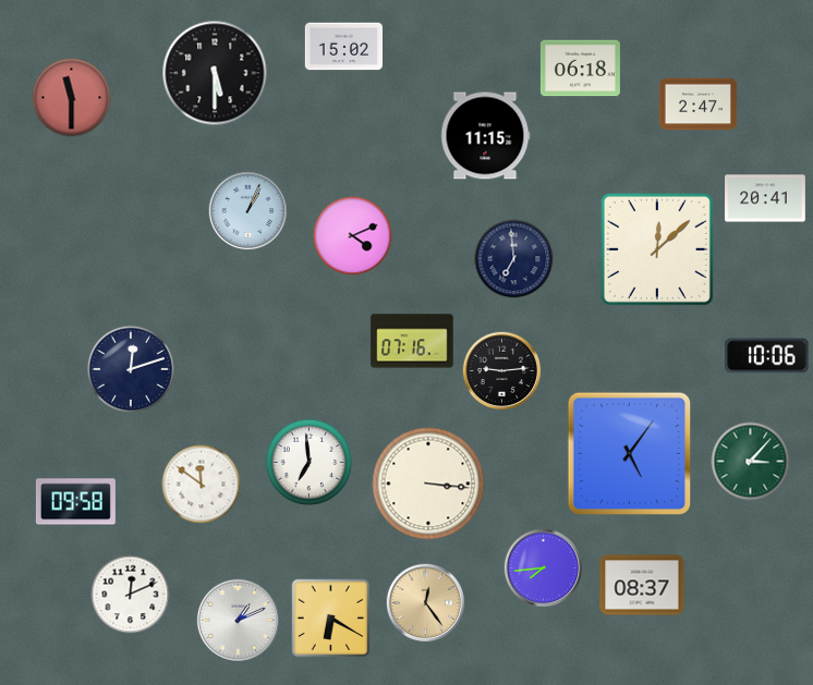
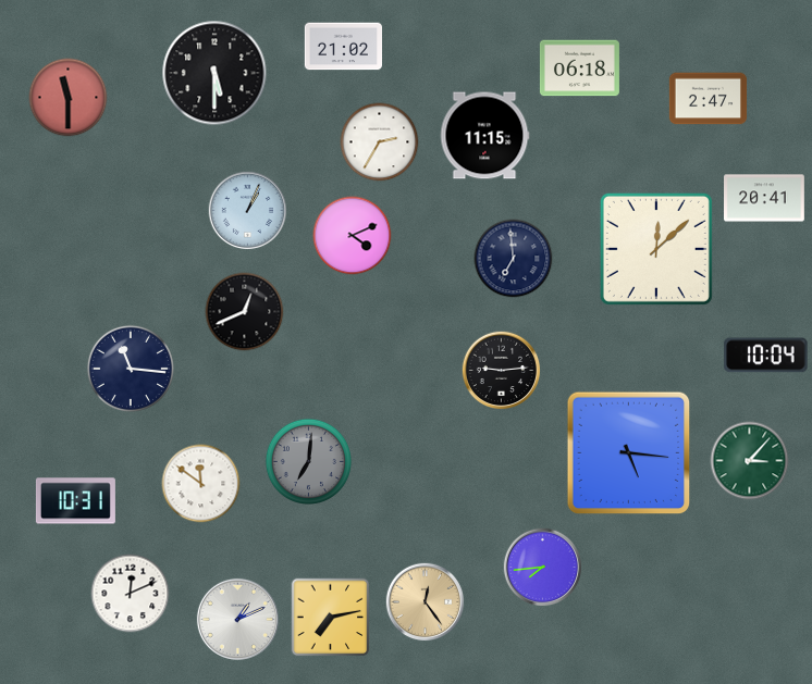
clock at (344, 47): 15:02 -> 21:02
clock at (72, 98) position: (72, 98) -> (69, 98)
clock at (699, 105) position: (699, 105) -> (709, 99)
clock at (380, 142): none -> 2:35
clock at (245, 312): none -> 12:41
clock at (412, 341): 07:16 -> none
clock at (767, 356): 10:06 -> 10:04
clock at (131, 369): 12:12 -> 11:16
clock at (630, 454): 5:06 -> 5:16
clock at (308, 462): 6:59 -> 7:01
clock at (308, 462) dial: white -> grey
clock at (428, 484): 3:16 -> none
clock at (75, 502): 09:58 -> 10:31
clock at (642, 585): 08:37 -> none
clock at (331, 619): 6:20 -> 7:13
